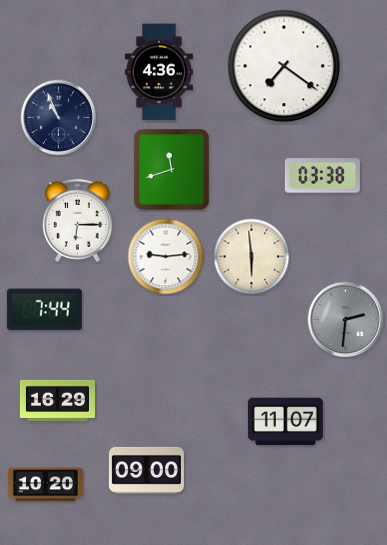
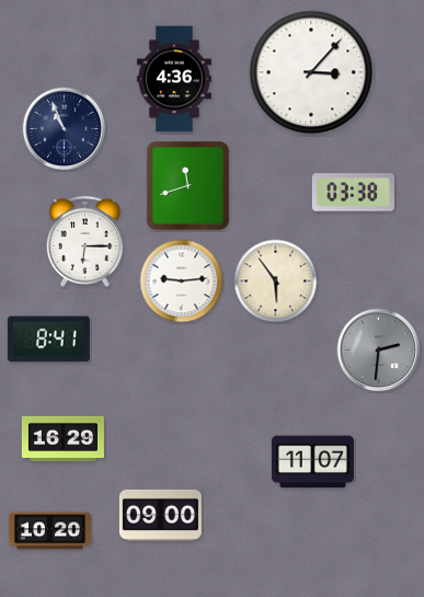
clock at (284, 66): 7:21 -> 3:07
clock at (252, 257): 5:59 -> 5:54
clock at (44, 310): 7:44 -> 8:41
